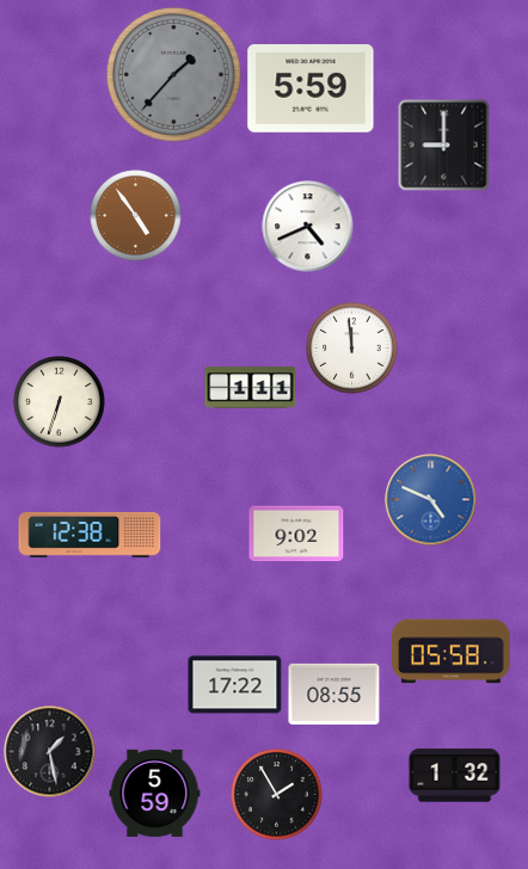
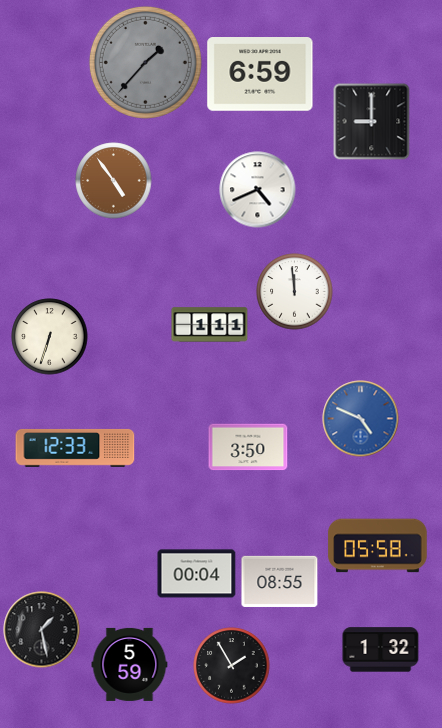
clock at (311, 90): 5:59 -> 6:59
clock at (296, 534): 9:02 -> 3:50
clock at (90, 535): 12:38 -> 12:33
clock at (235, 685): 17:22 -> 00:04
